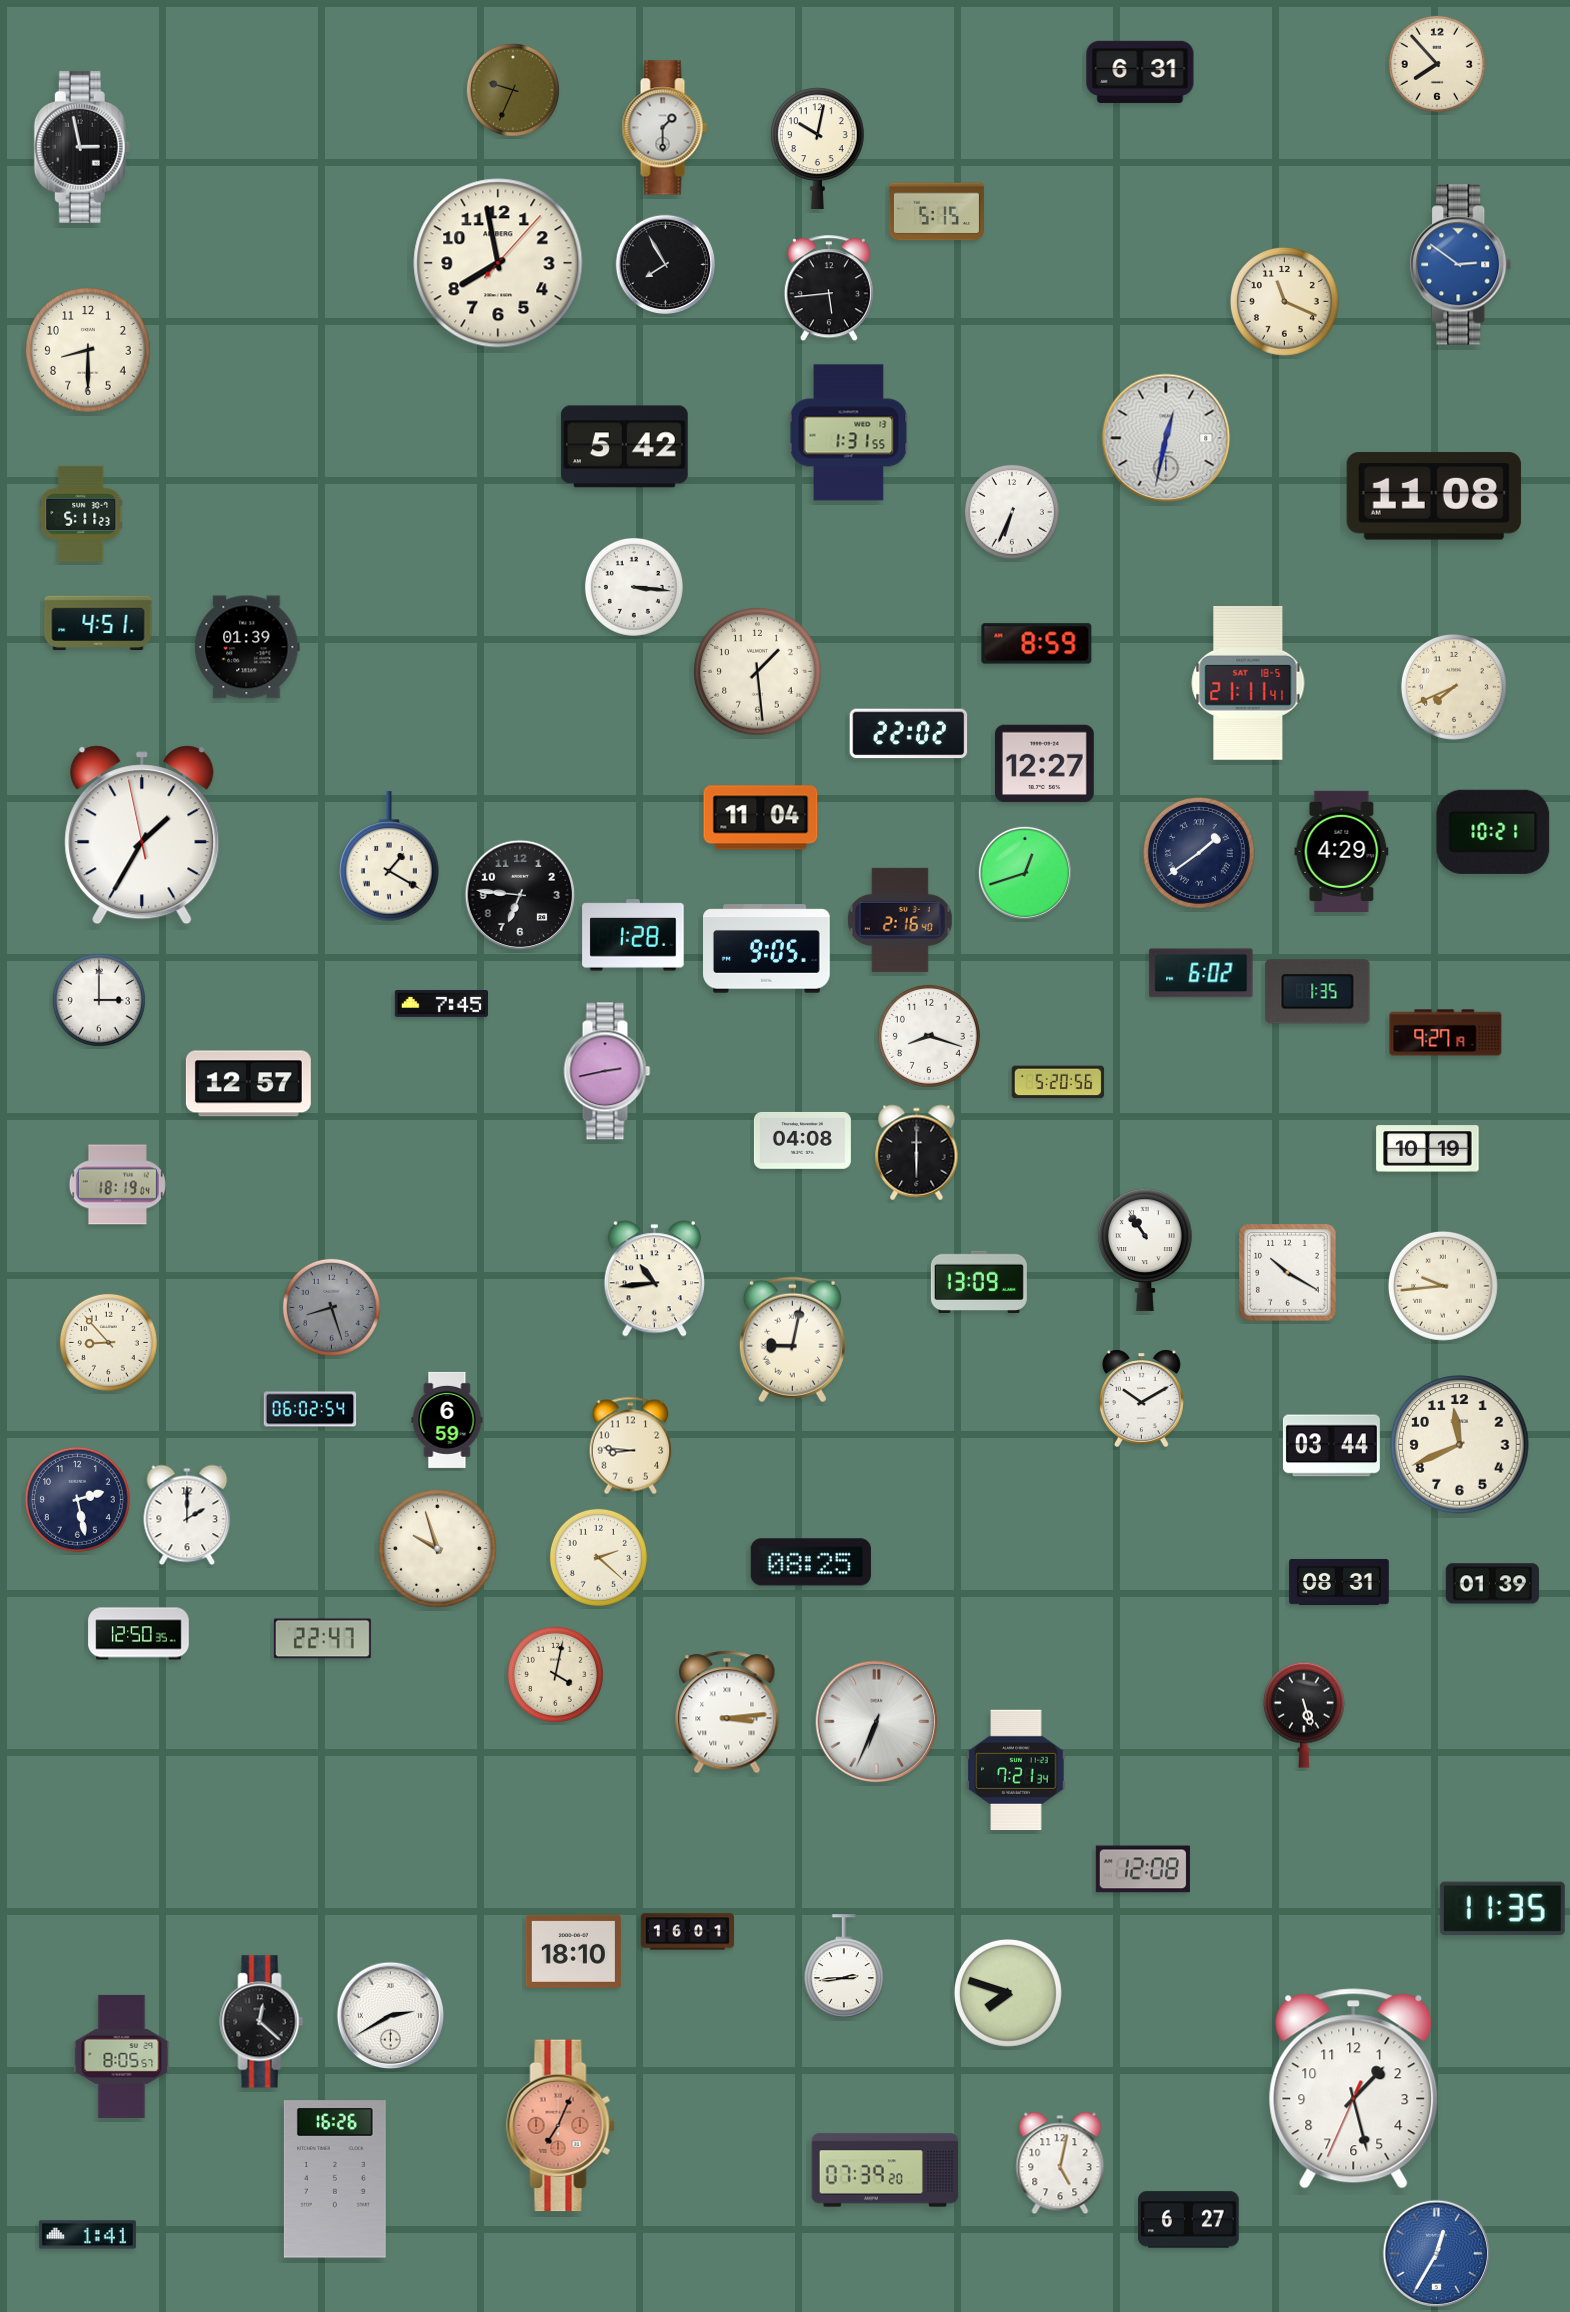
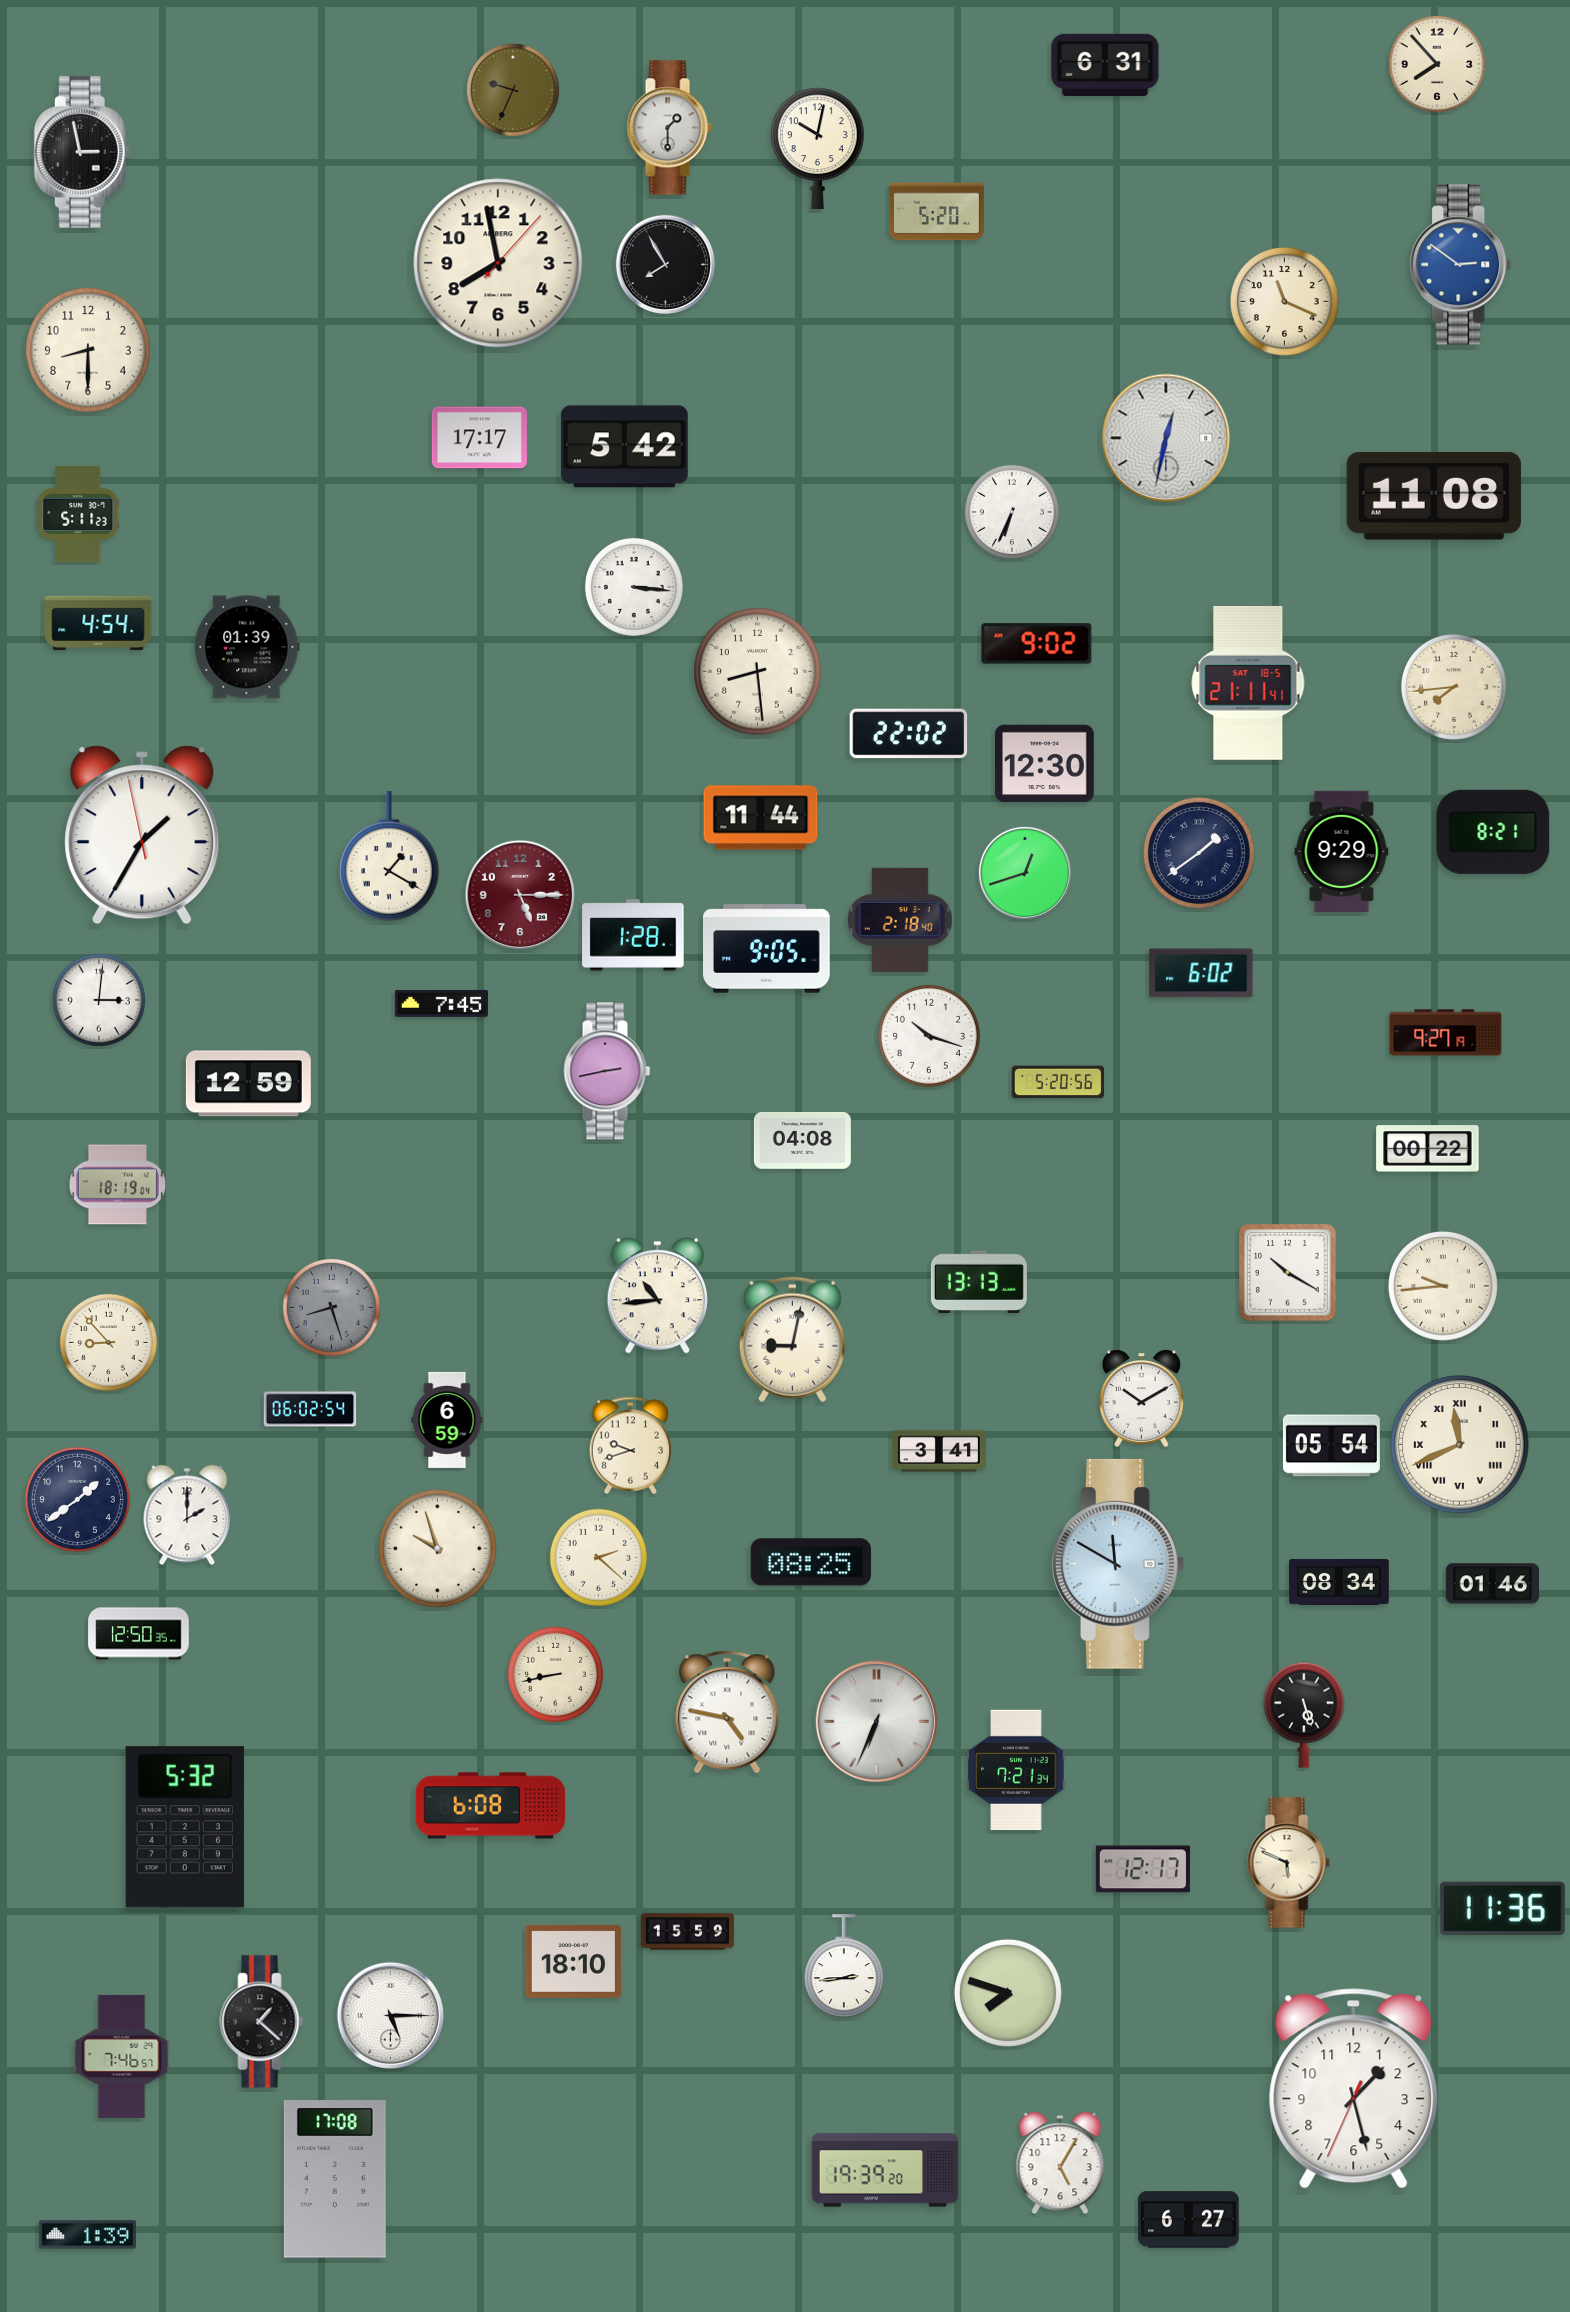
clock at (1140, 72) position: (1140, 72) -> (1105, 65)
clock at (664, 128) position: (664, 128) -> (669, 128)
clock at (82, 147) position: (82, 147) -> (82, 152)
clock at (936, 212): 5:15 -> 5:20
clock at (829, 289): 5:44 -> none
clock at (849, 433): 1:31 -> none
clock at (479, 438): none -> 17:17
clock at (81, 514) position: (81, 514) -> (78, 514)
clock at (98, 623): 4:51 -> 4:54
clock at (1037, 644): 8:59 -> 9:02
clock at (758, 672): 1:29 -> 8:29
clock at (1454, 687): 7:41 -> 7:44
clock at (1045, 764): 12:27 -> 12:30
clock at (761, 818): 11:04 -> 11:44
clock at (1493, 832): 10:21 -> 8:21
clock at (1342, 851): 4:29 -> 9:29
clock at (520, 895): 6:46 -> 5:15
clock at (520, 895) dial: black -> burgundy
clock at (900, 920): 2:16 -> 2:18
clock at (1318, 992): 1:35 -> none
clock at (99, 1000): 3:00 -> 3:01
clock at (929, 1036): 8:18 -> 10:18
clock at (248, 1084): 12:57 -> 12:59
clock at (1428, 1149): 10:19 -> 00:22
clock at (917, 1153): 6:00 -> none
clock at (1146, 1250): 10:54 -> none
clock at (654, 1279) position: (654, 1279) -> (657, 1296)
clock at (979, 1281): 13:09 -> 13:13
clock at (1460, 1445) numerals: Arabic -> Roman
clock at (631, 1446): 8:46 -> 9:42
clock at (1331, 1446): 03:44 -> 05:54
clock at (938, 1451): none -> 3:41
clock at (77, 1499): 2:28 -> 1:39
clock at (1118, 1564): none -> 11:50
clock at (1339, 1582): 08:31 -> 08:34
clock at (1492, 1584): 01:39 -> 01:46
clock at (322, 1639): 22:47 -> none
clock at (555, 1674): 4:02 -> 8:43
clock at (727, 1712): 3:14 -> 4:47
clock at (490, 1806): none -> 6:08
clock at (185, 1827): none -> 5:32
clock at (1288, 1863): none -> 5:49
clock at (1143, 1869): 12:08 -> 12:17
clock at (1502, 1909): 11:35 -> 11:36
clock at (688, 1932): 16:01 -> 15:59
clock at (573, 1951) position: (573, 1951) -> (573, 1961)
clock at (390, 2015): 2:40 -> 5:15
clock at (262, 2022): 12:22 -> 1:22
clock at (122, 2056): 8:05 -> 7:46
clock at (561, 2126): 7:04 -> none
clock at (1060, 2163): 5:02 -> 5:05
clock at (885, 2170): 07:39 -> 19:39
clock at (335, 2179): 16:26 -> 17:08
clock at (87, 2235): 1:41 -> 1:39
clock at (1436, 2253): 12:35 -> none
